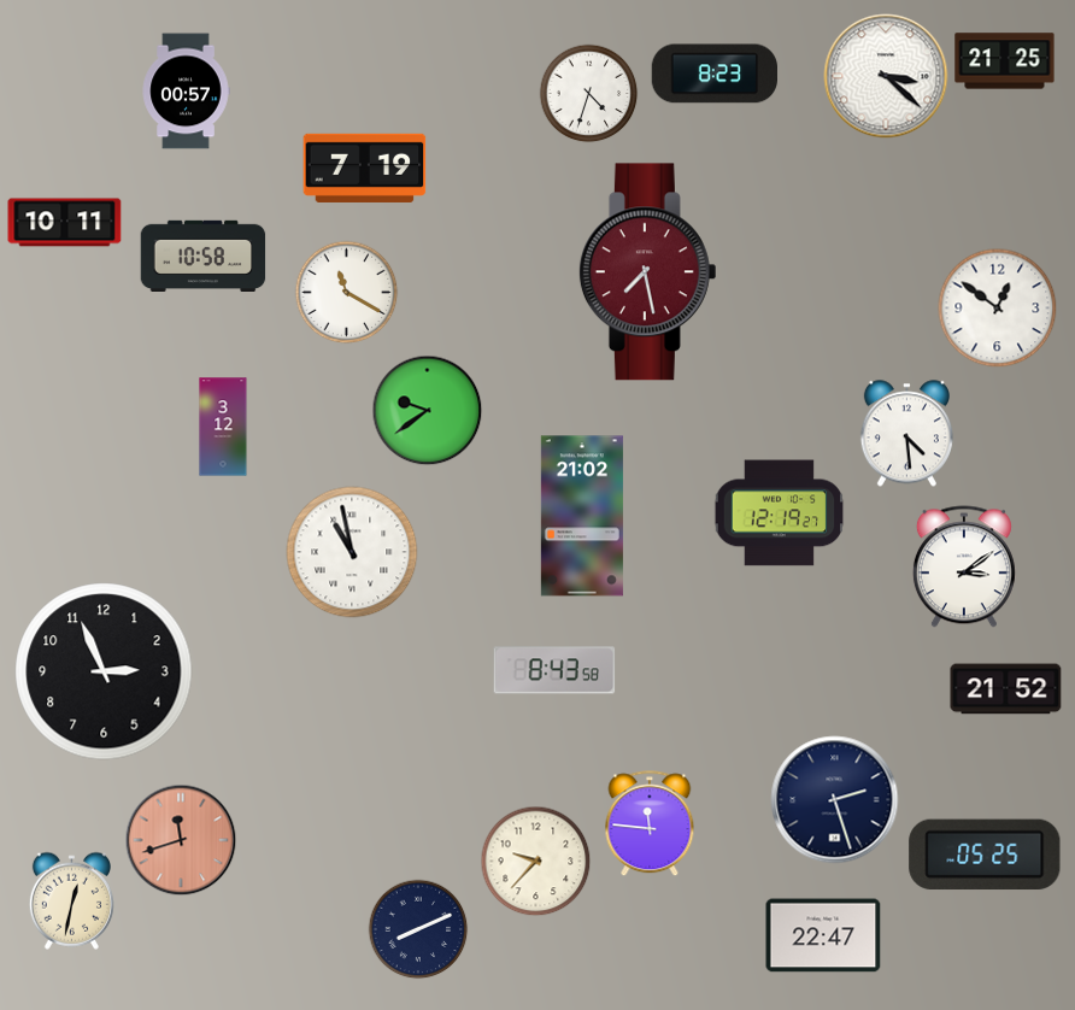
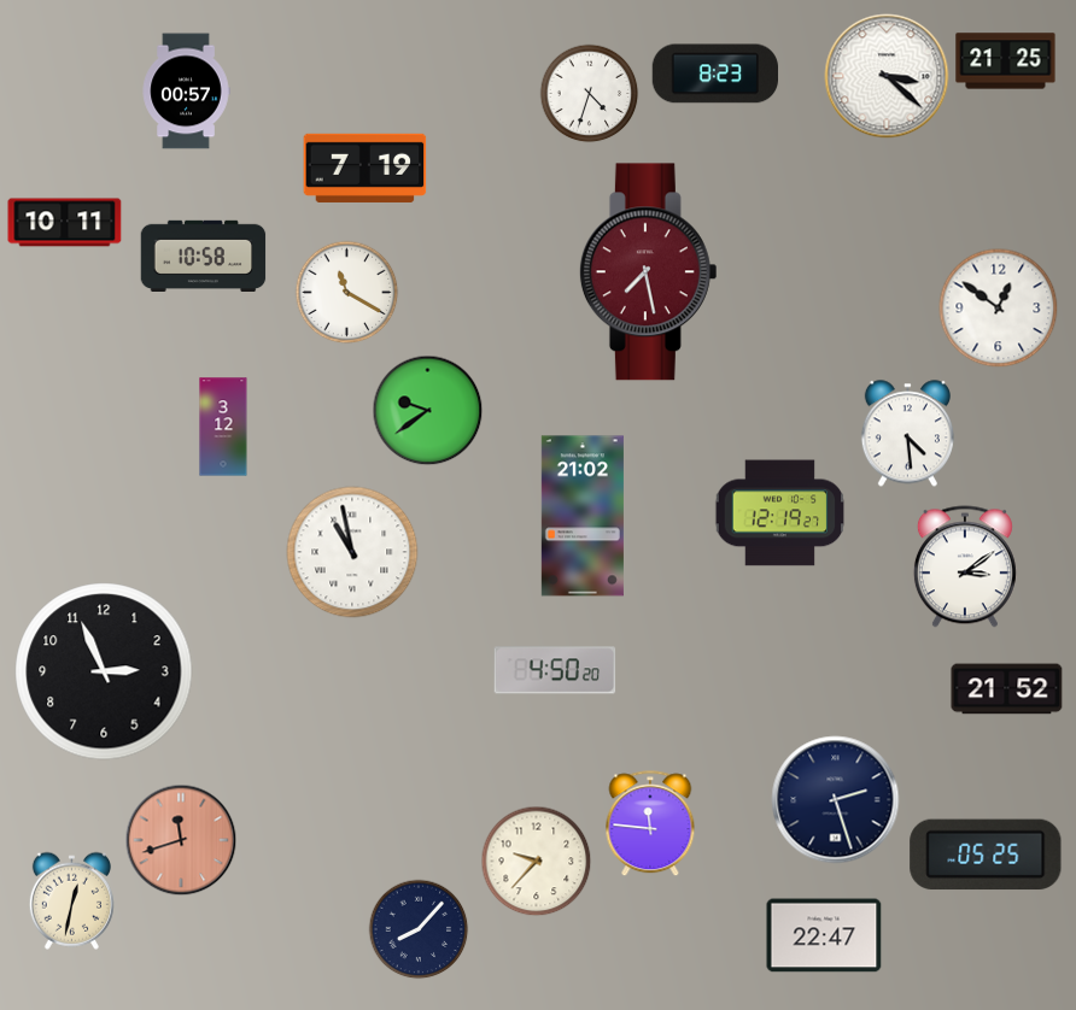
clock at (554, 670): 8:43 -> 4:50
clock at (418, 929): 8:11 -> 8:07
